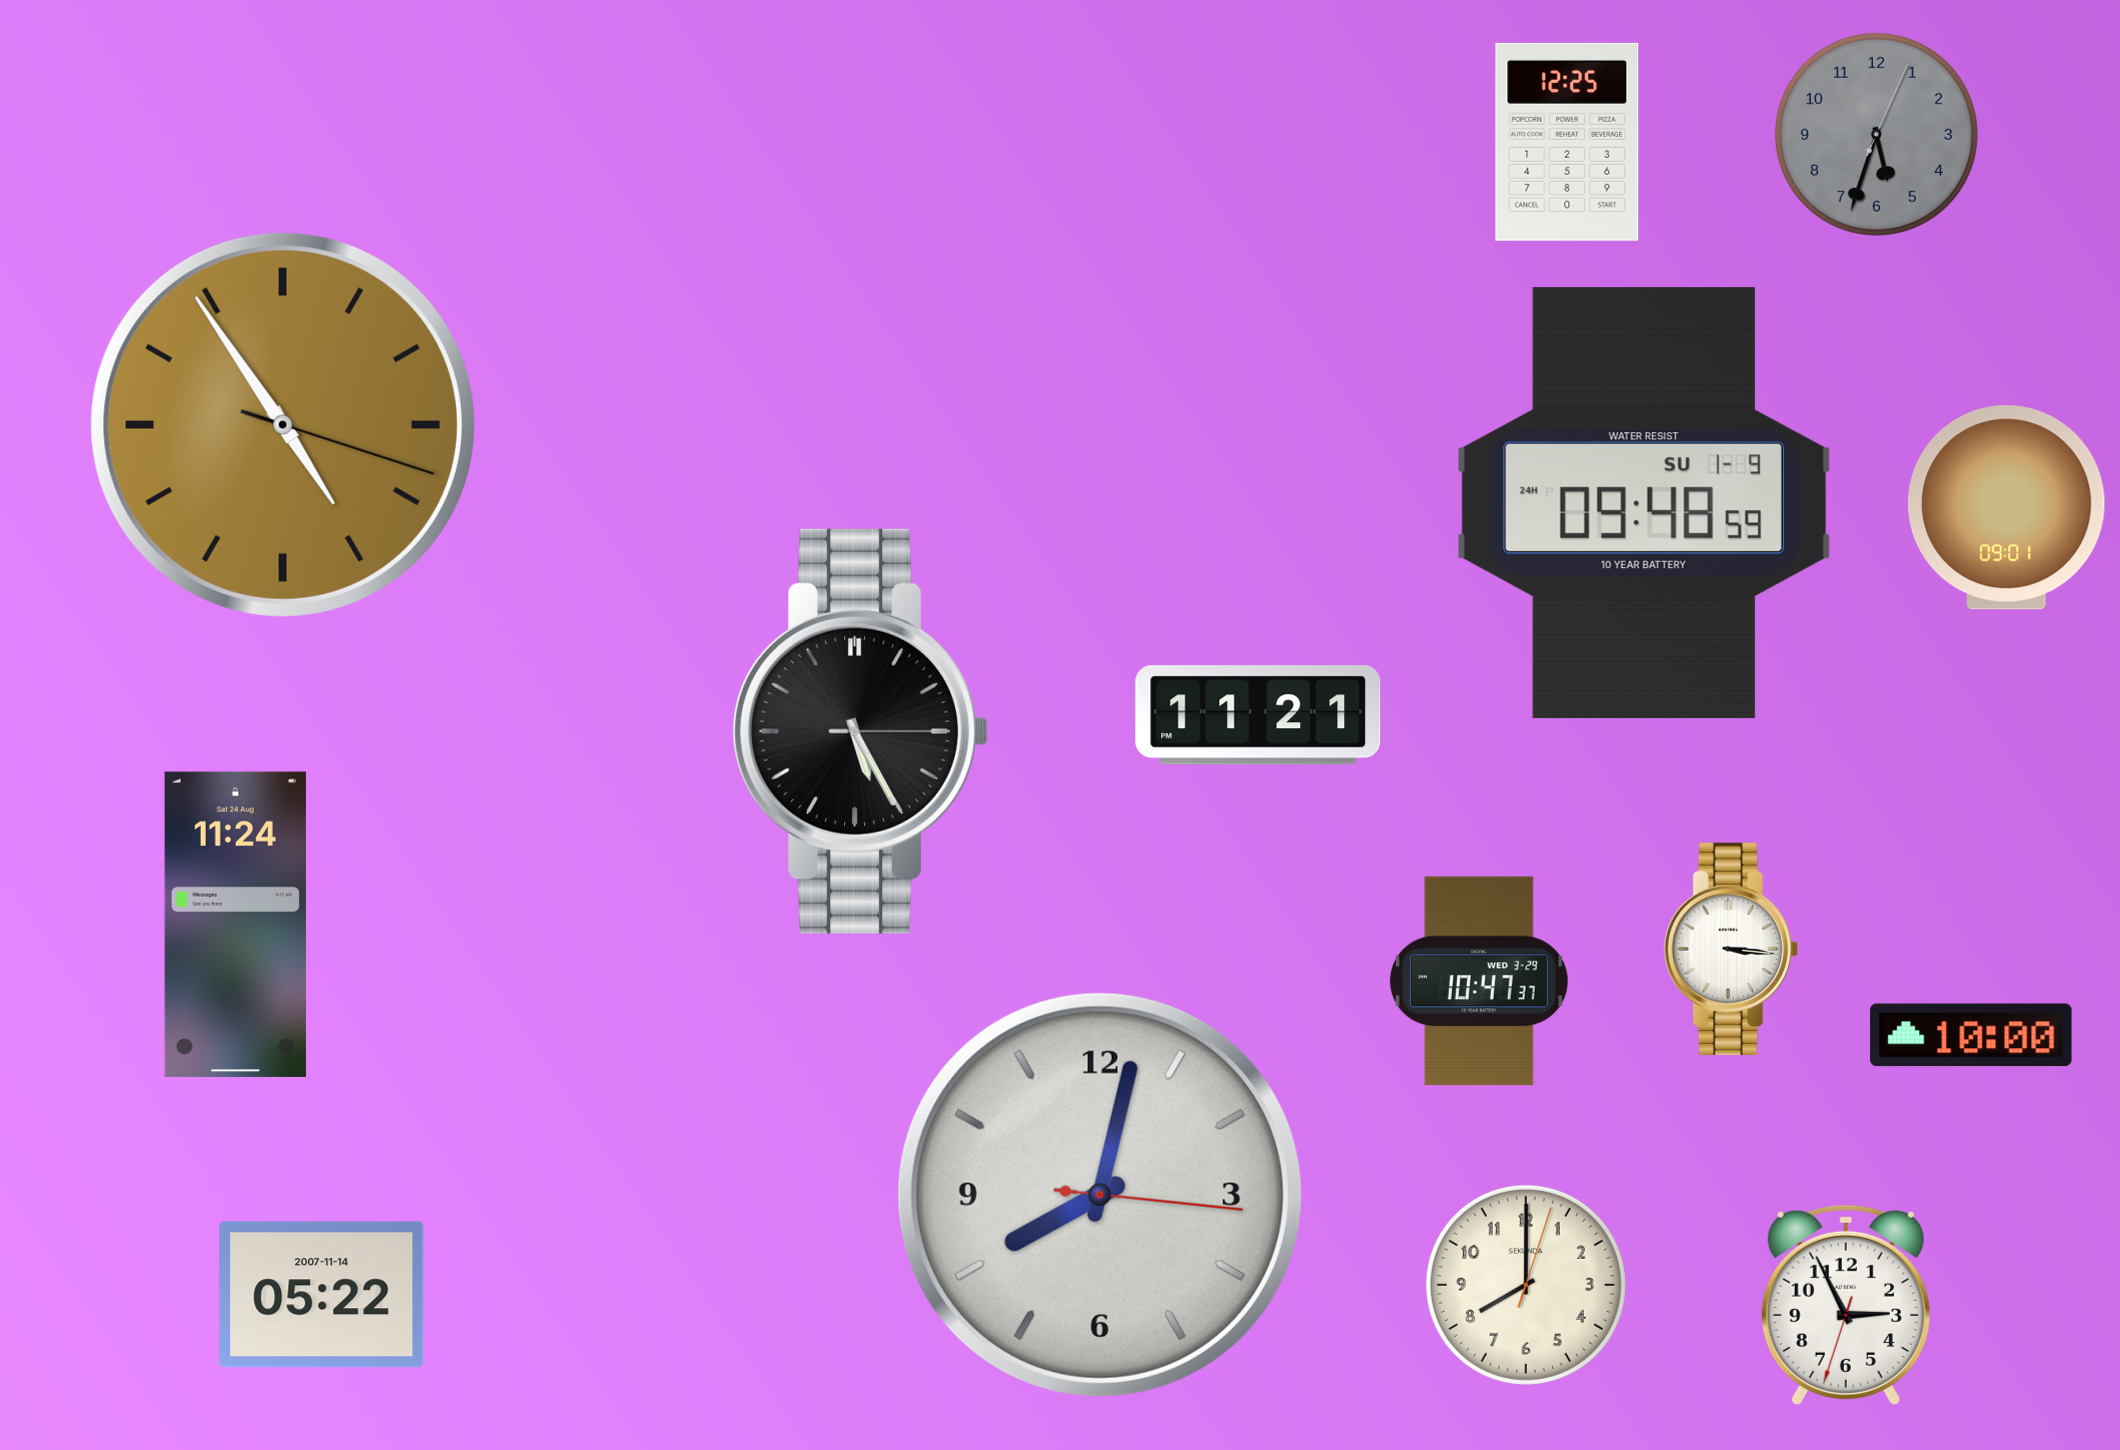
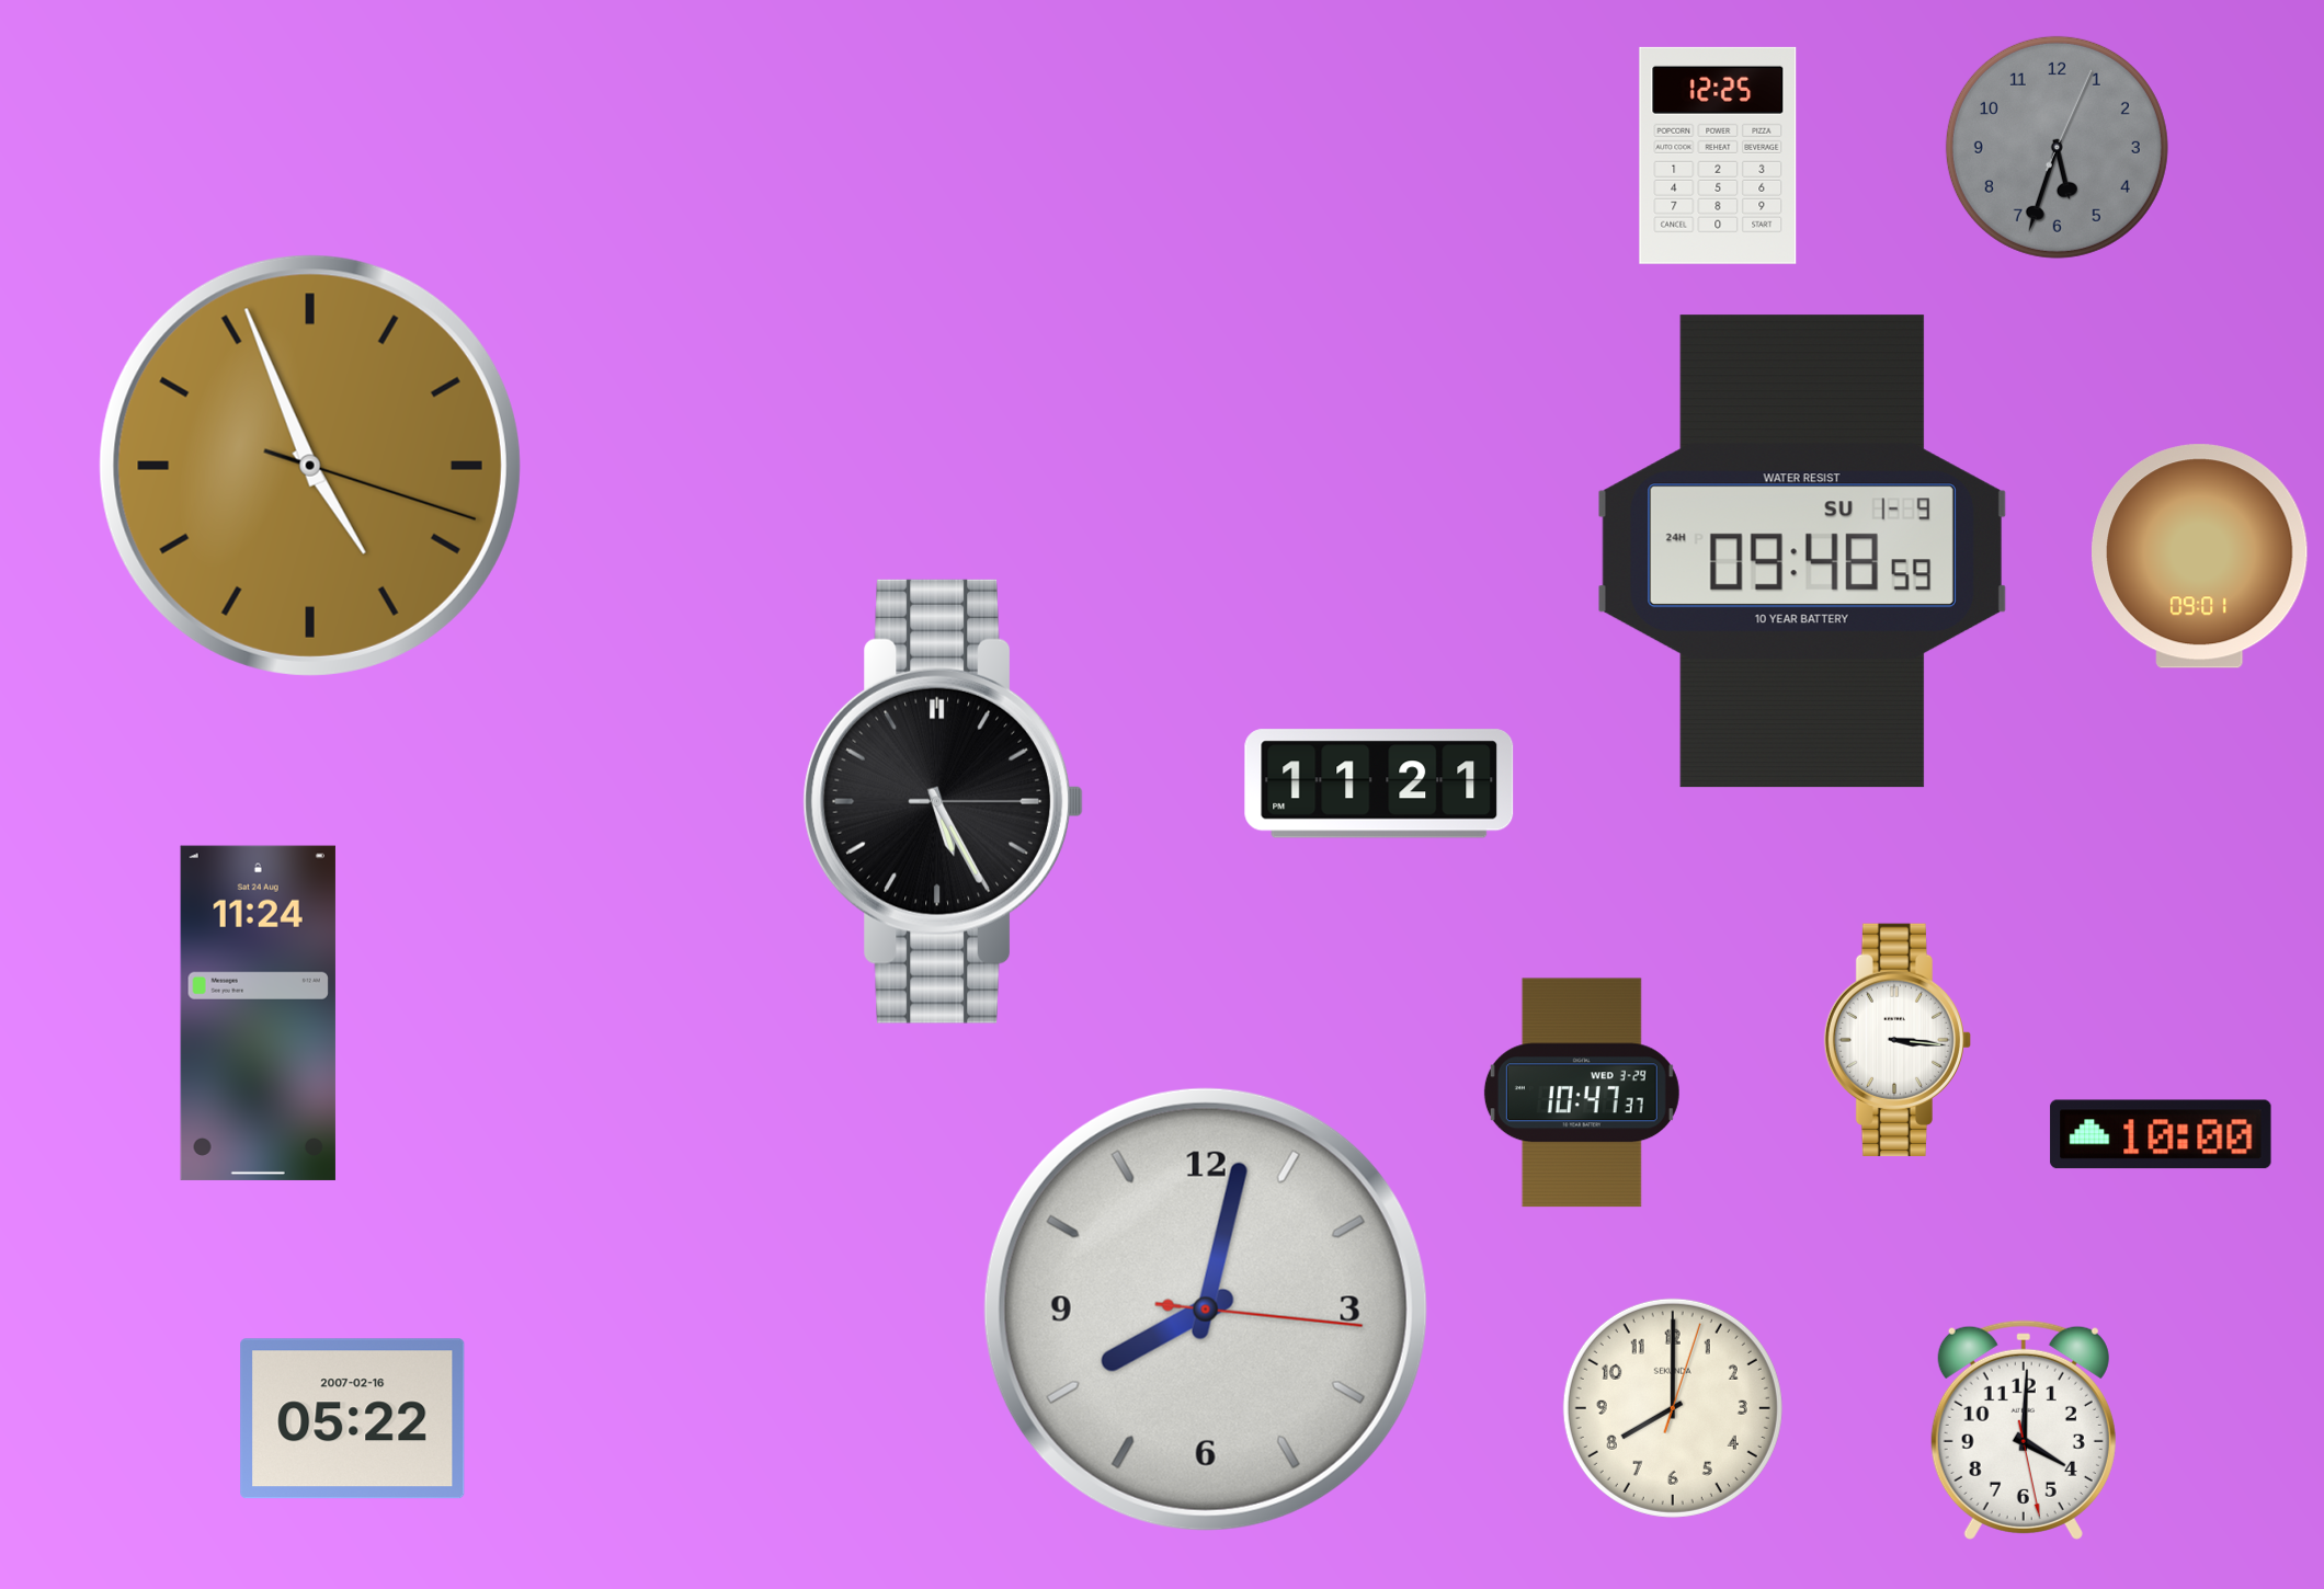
clock at (283, 425): 4:54 -> 4:56
clock at (1479, 981) position: (1479, 981) -> (1582, 1093)
clock at (322, 1295) date: 2007-11-14 -> 2007-02-16
clock at (1846, 1305): 2:55 -> 4:00
